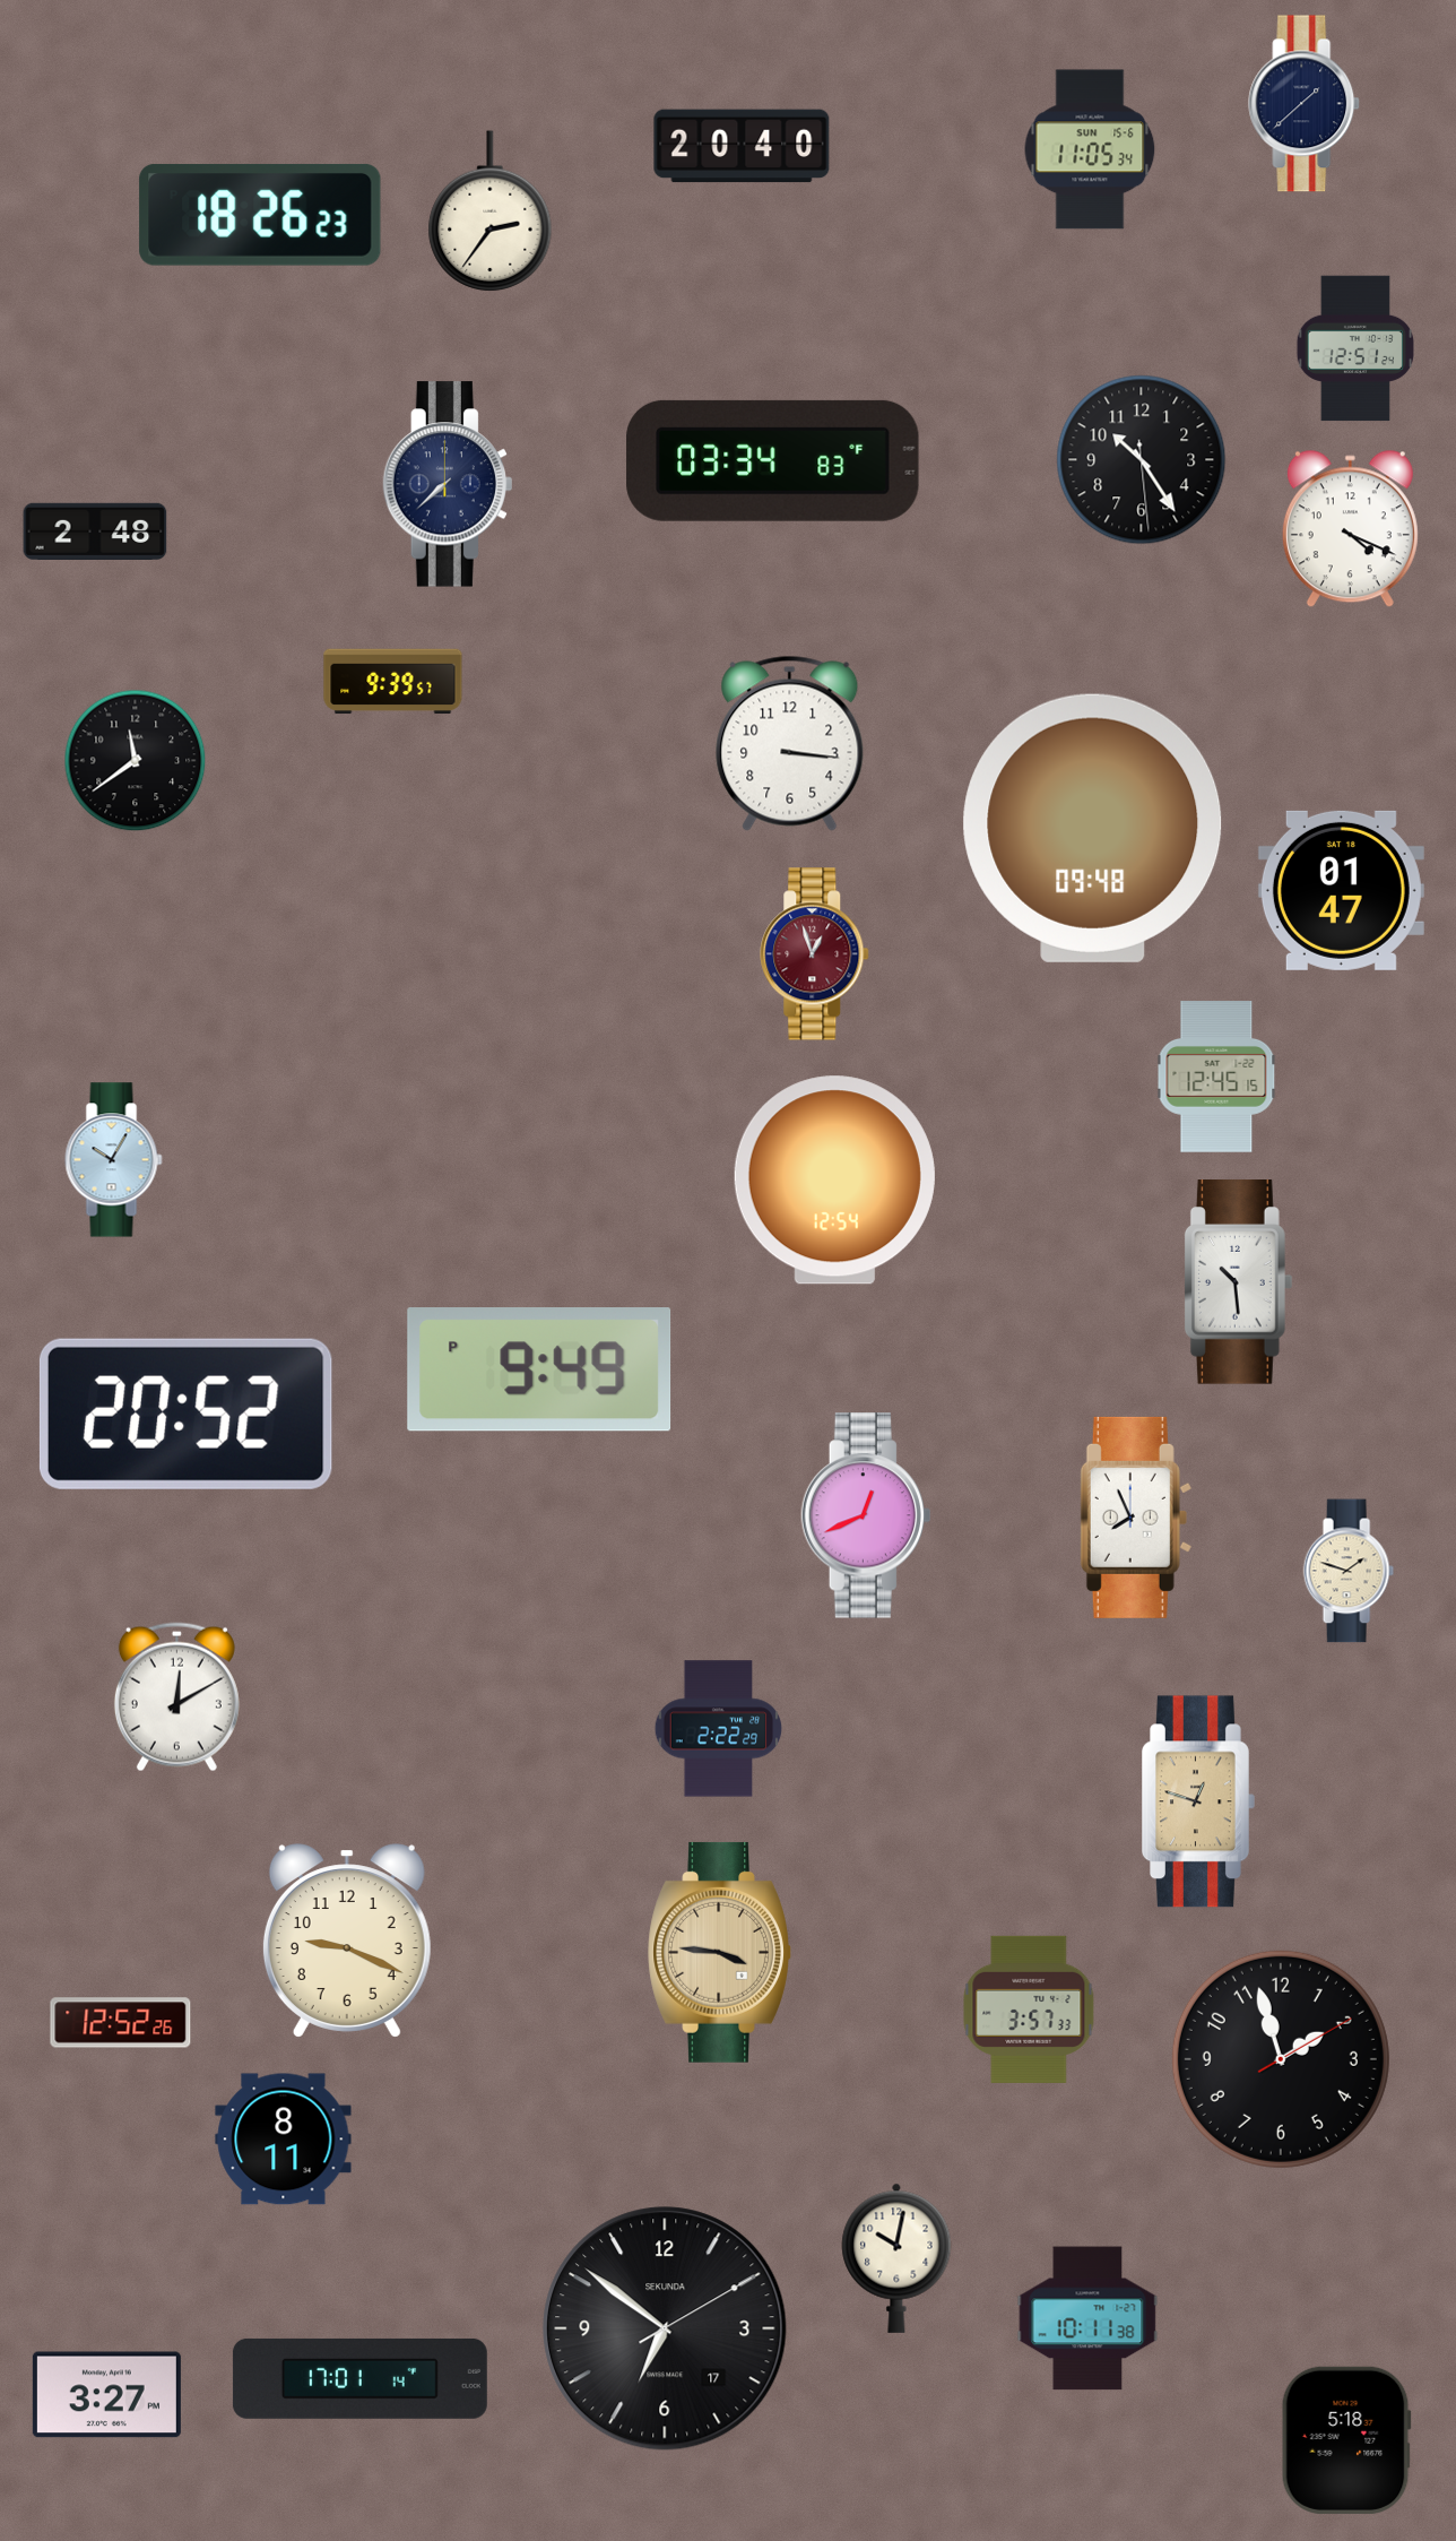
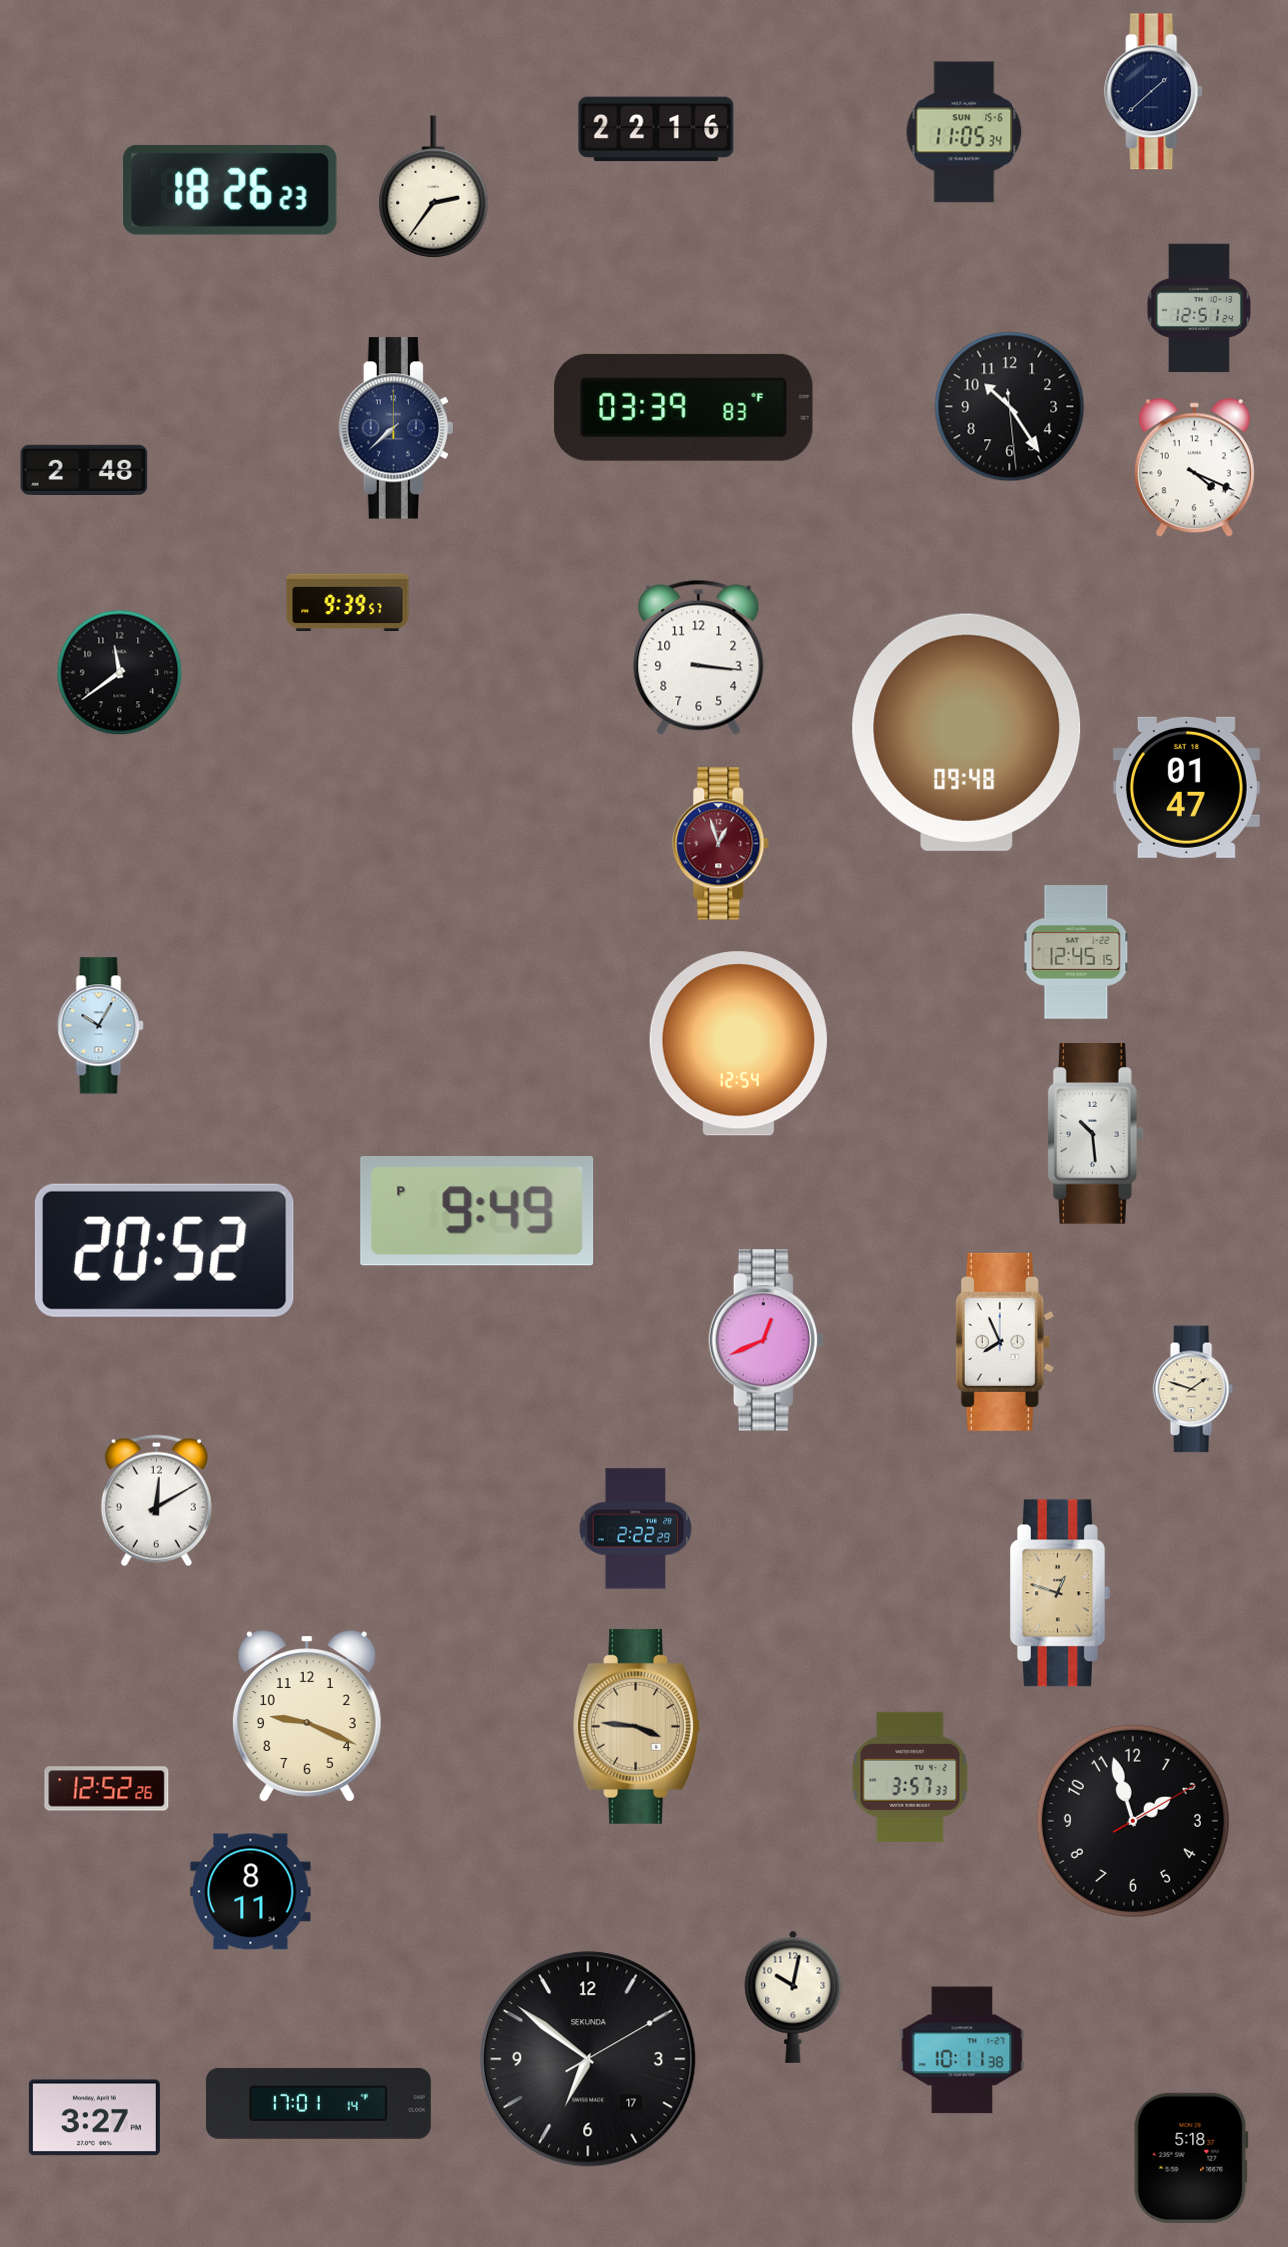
clock at (742, 146): 20:40 -> 22:16
clock at (773, 460): 03:34 -> 03:39
